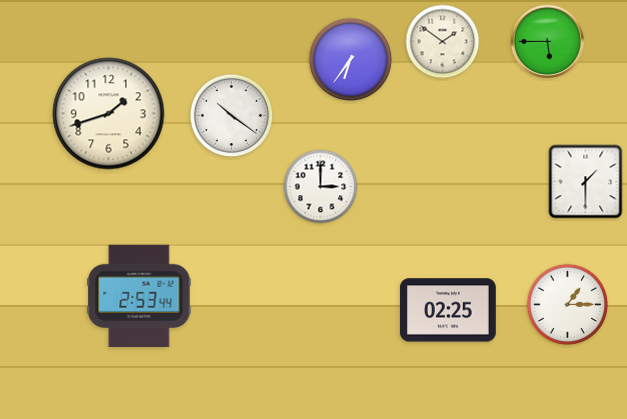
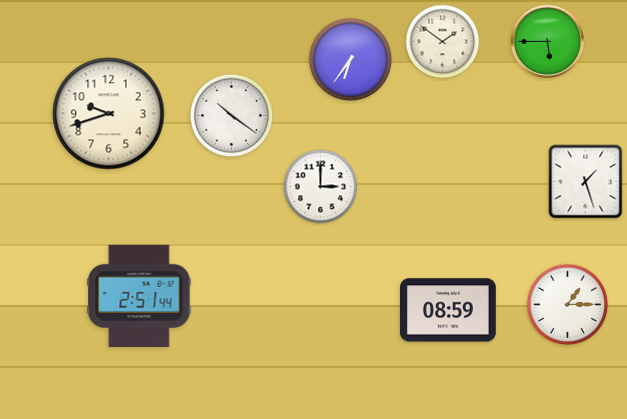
clock at (109, 114): 1:42 -> 9:42
clock at (586, 182): 1:30 -> 1:27
clock at (139, 295): 2:53 -> 2:51
clock at (448, 310): 02:25 -> 08:59
